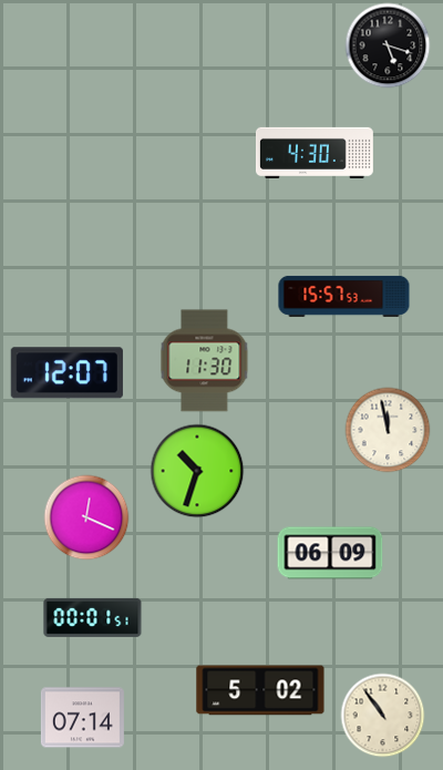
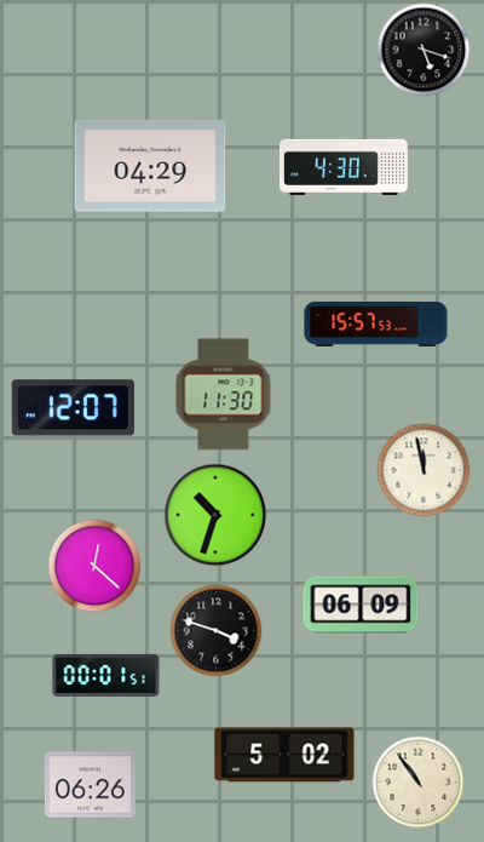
clock at (150, 166): none -> 04:29
clock at (86, 517): 12:19 -> 12:22
clock at (217, 631): none -> 3:48
clock at (93, 617) position: (93, 617) -> (106, 675)
clock at (82, 718): 07:14 -> 06:26
